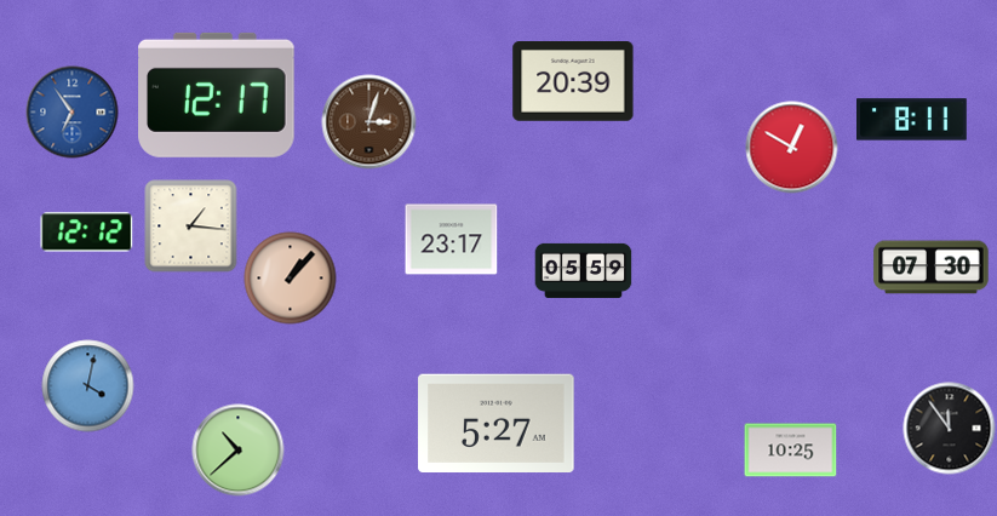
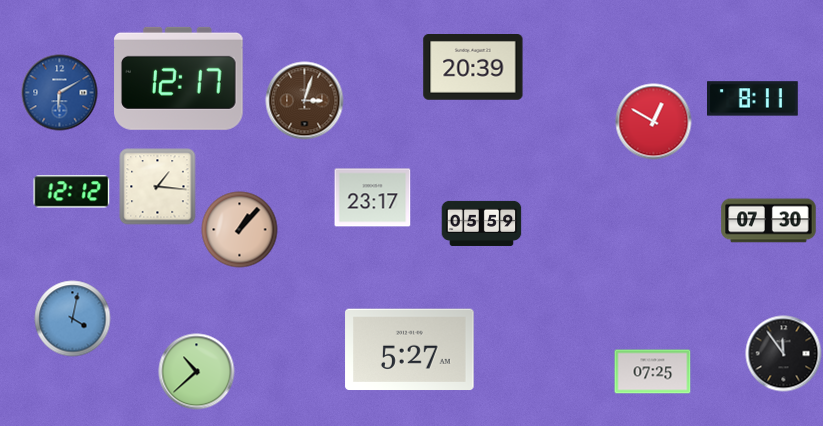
clock at (73, 113): 6:54 -> 6:10
clock at (791, 451): 10:25 -> 07:25
